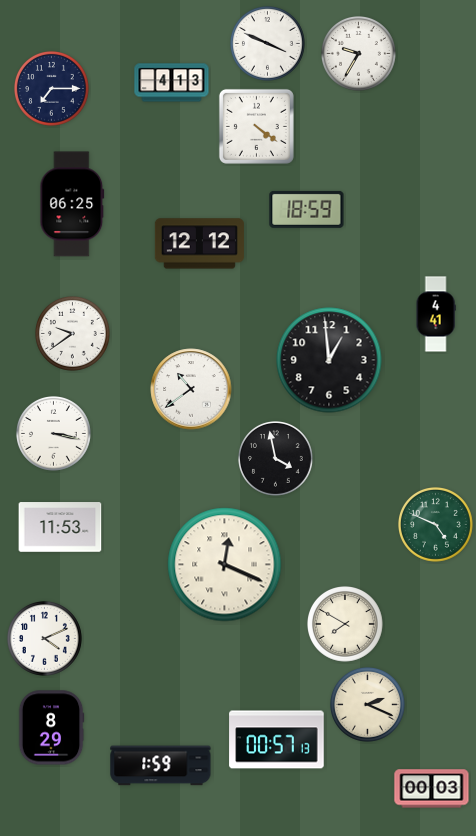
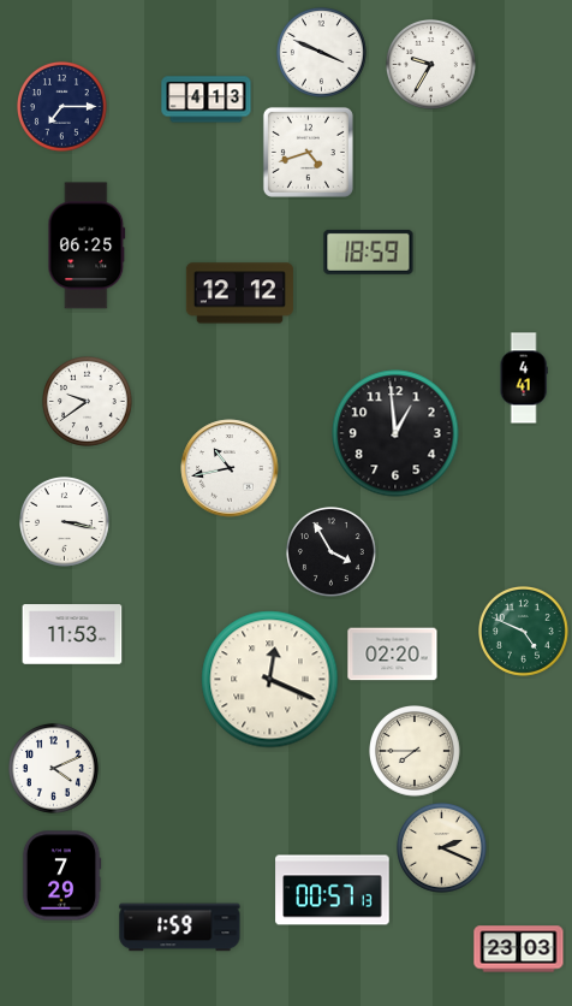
clock at (256, 126): 4:21 -> 4:42
clock at (191, 389): 10:39 -> 10:43
clock at (276, 459): 3:58 -> 3:55
clock at (393, 655): none -> 02:20
clock at (346, 625): 7:50 -> 7:45
clock at (51, 728): 8:29 -> 7:29
clock at (161, 766) position: (161, 766) -> (180, 928)
clock at (432, 789): 00:03 -> 23:03
